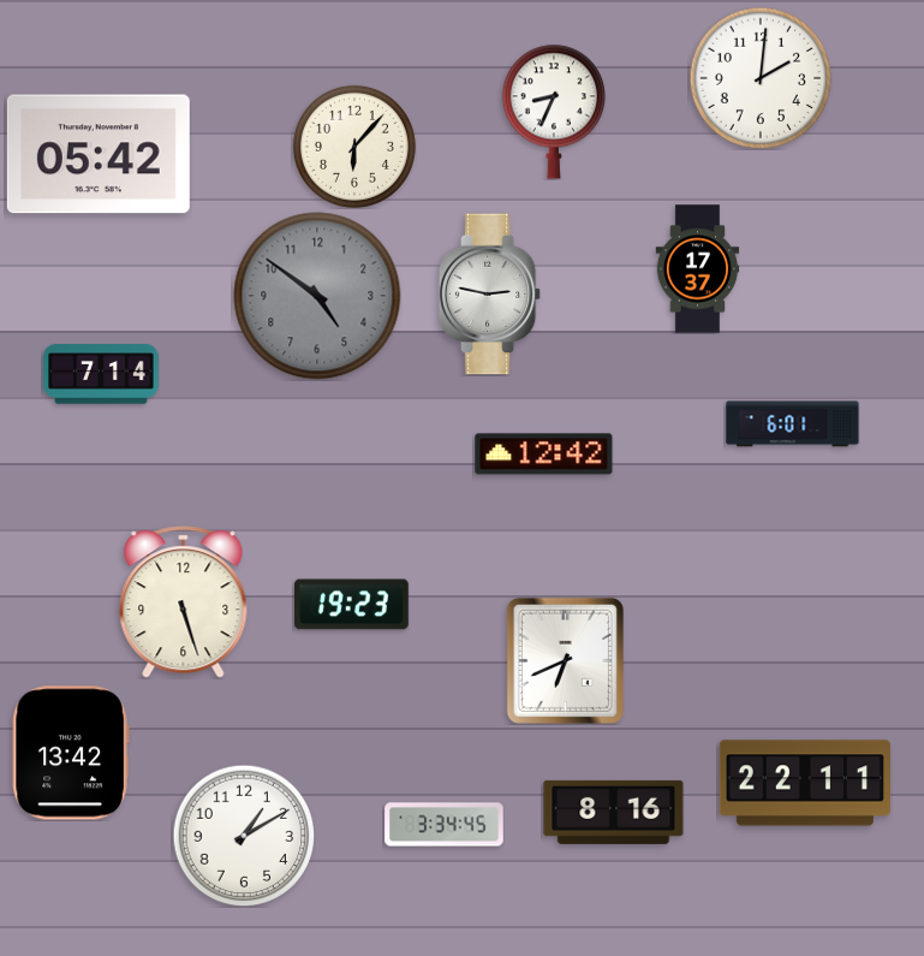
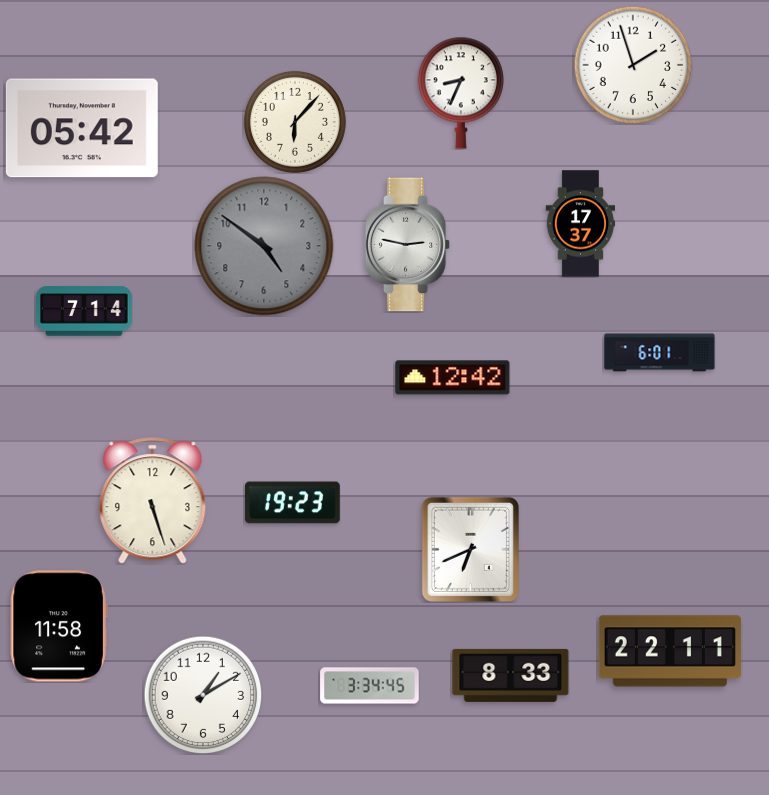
clock at (761, 78): 2:01 -> 1:57
clock at (71, 753): 13:42 -> 11:58
clock at (614, 812): 8:16 -> 8:33
